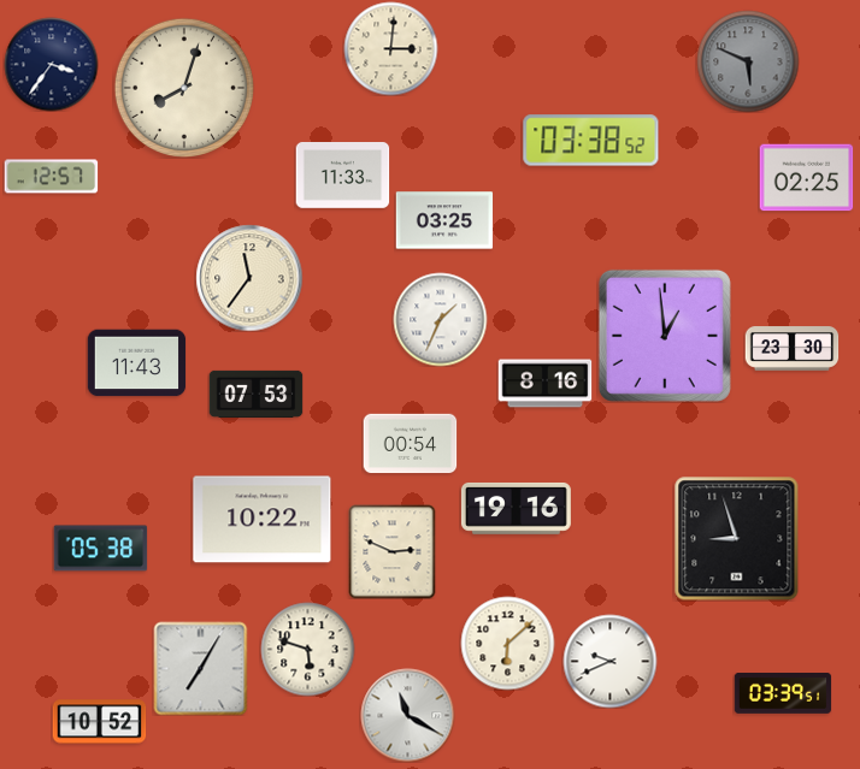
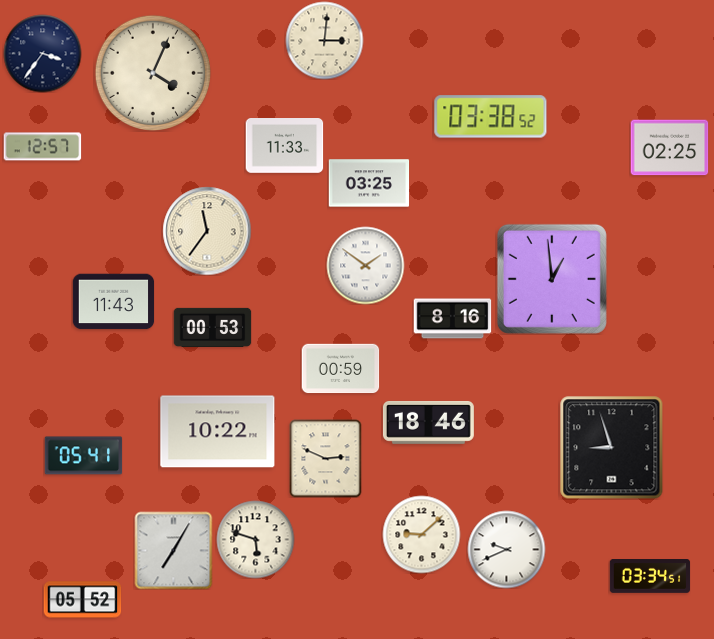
clock at (748, 61): 5:49 -> none
clock at (183, 87): 8:03 -> 4:04
clock at (440, 319): 1:34 -> 1:51
clock at (791, 349): 23:30 -> none
clock at (255, 394): 07:53 -> 00:53
clock at (410, 444): 00:54 -> 00:59
clock at (516, 508): 19:16 -> 18:46
clock at (100, 549): 05:38 -> 05:41
clock at (507, 643): 6:08 -> 9:08
clock at (200, 668) position: (200, 668) -> (173, 550)
clock at (783, 694): 03:39 -> 03:34
clock at (407, 715): 11:20 -> none
clock at (99, 722): 10:52 -> 05:52
